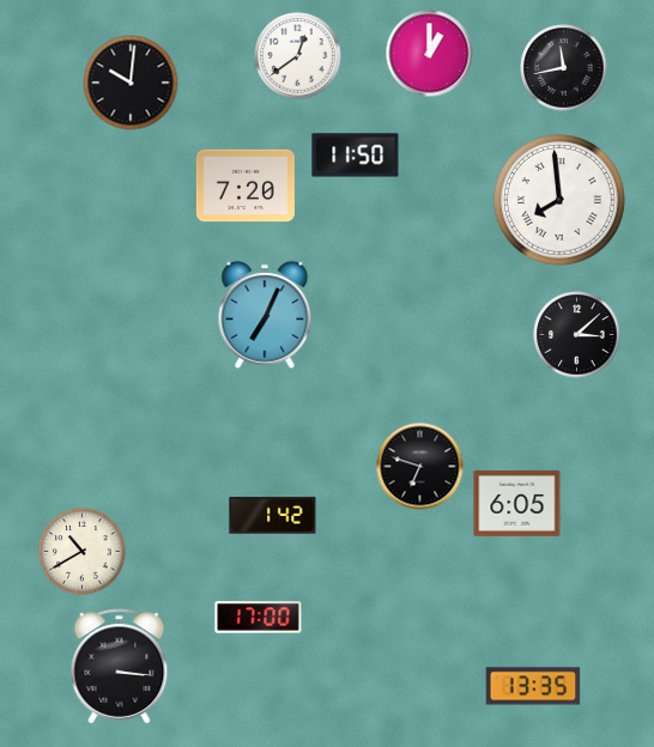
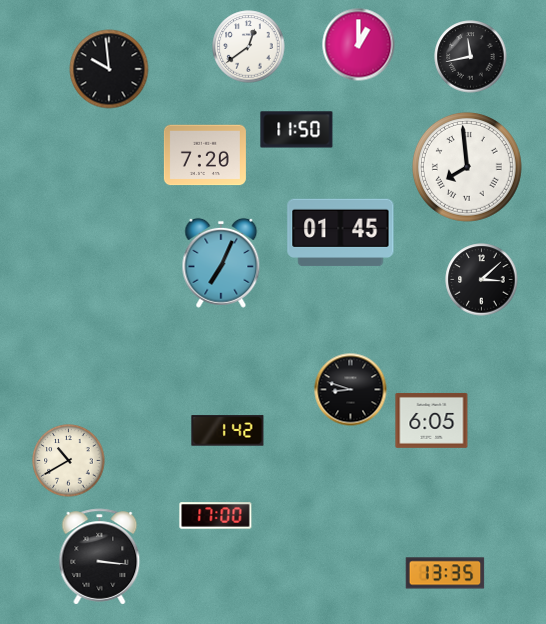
clock at (131, 83): 10:01 -> 9:59
clock at (341, 233): none -> 01:45
clock at (420, 467): 6:48 -> 8:48
